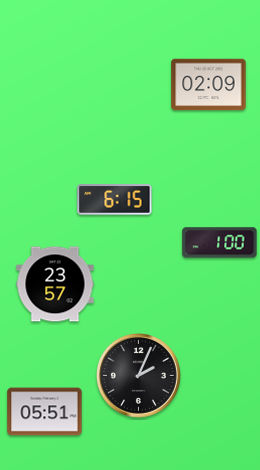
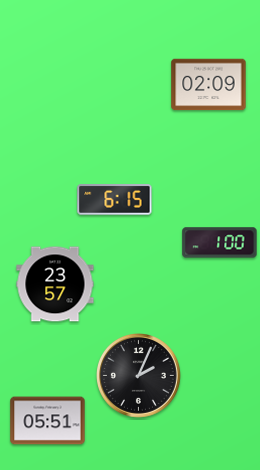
clock at (45, 412) position: (45, 412) -> (48, 421)
